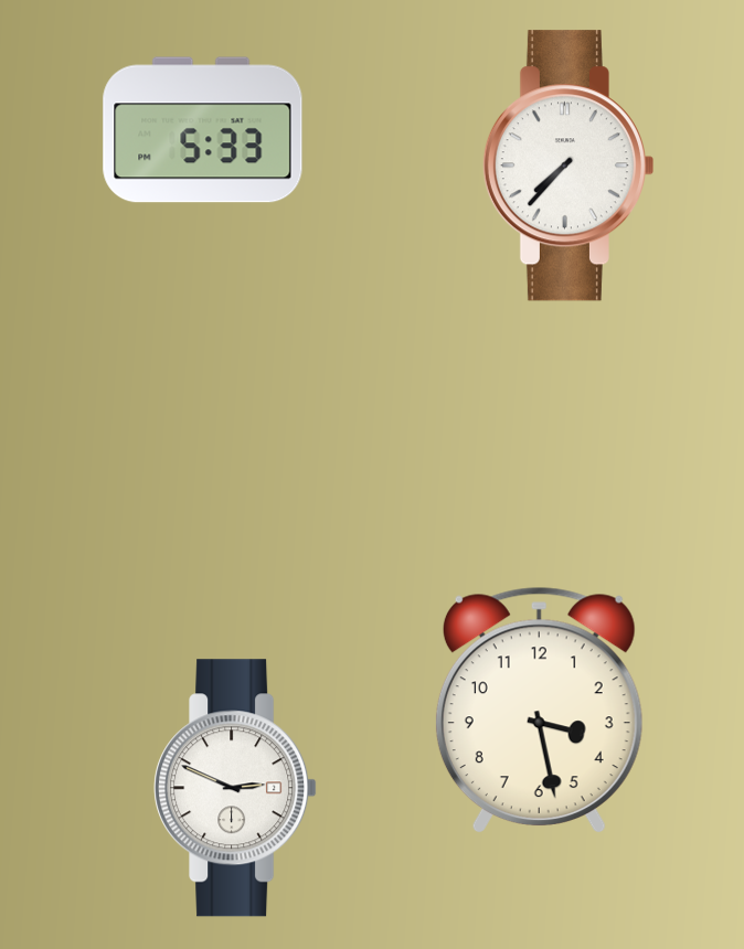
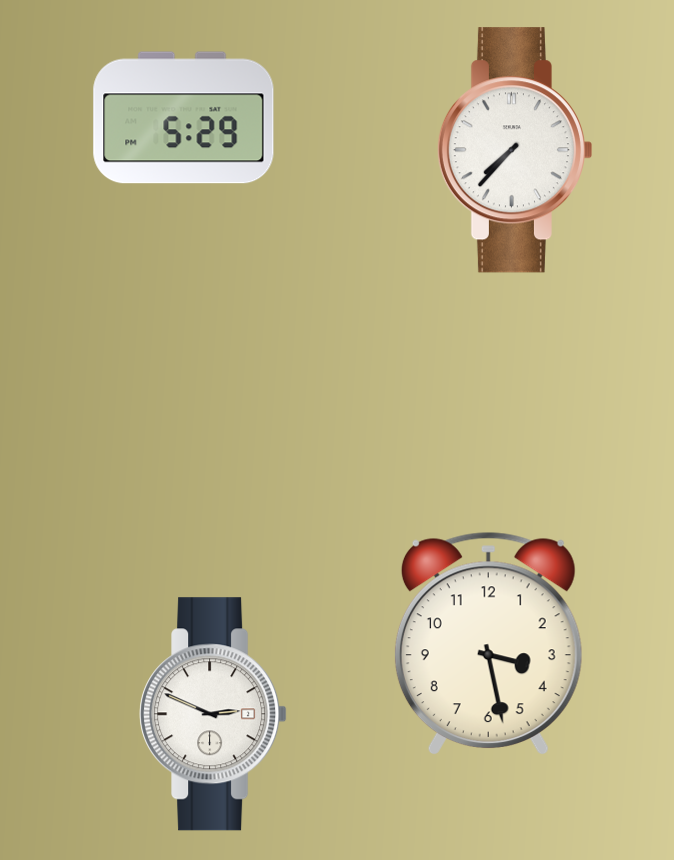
clock at (203, 130): 5:33 -> 5:29
